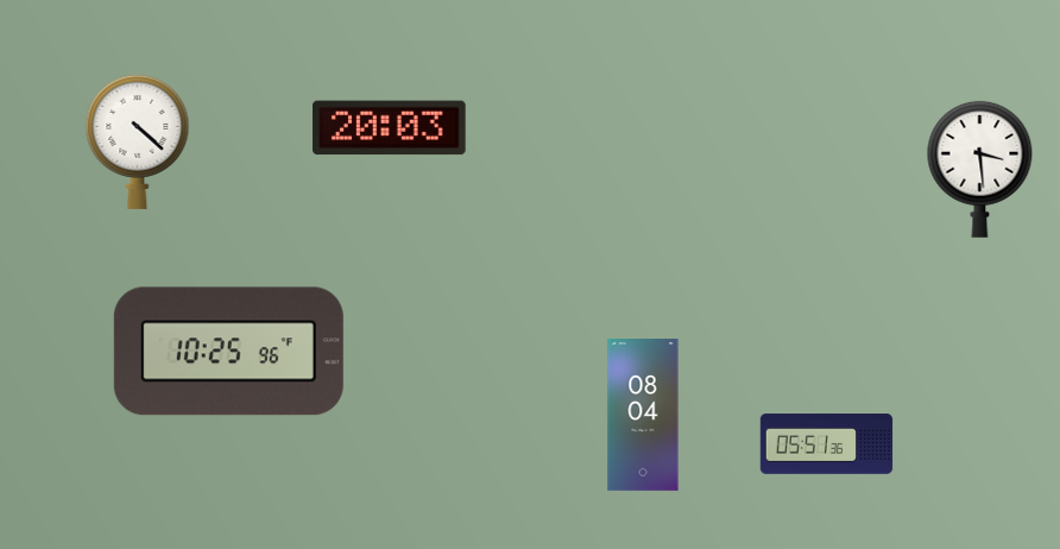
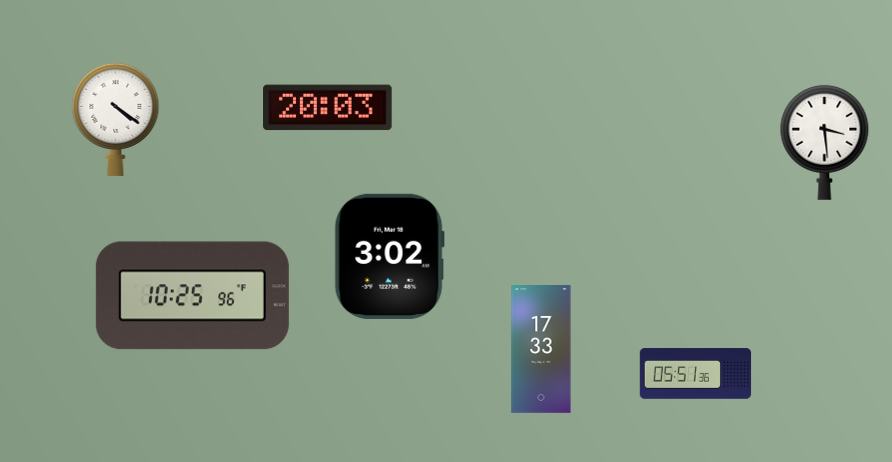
clock at (138, 141): 4:22 -> 4:21
clock at (389, 256): none -> 3:02
clock at (643, 416): 08:04 -> 17:33
